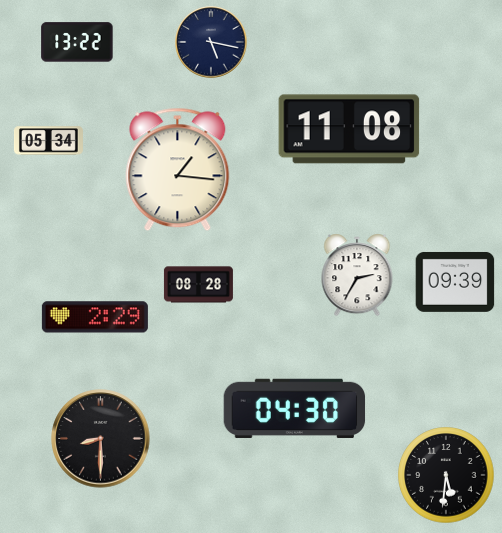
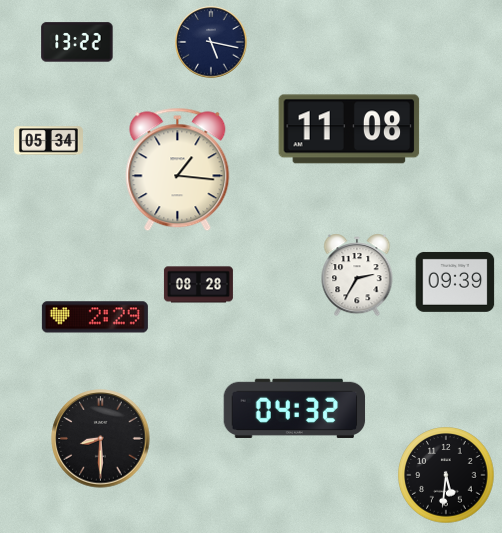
clock at (295, 408): 04:30 -> 04:32
